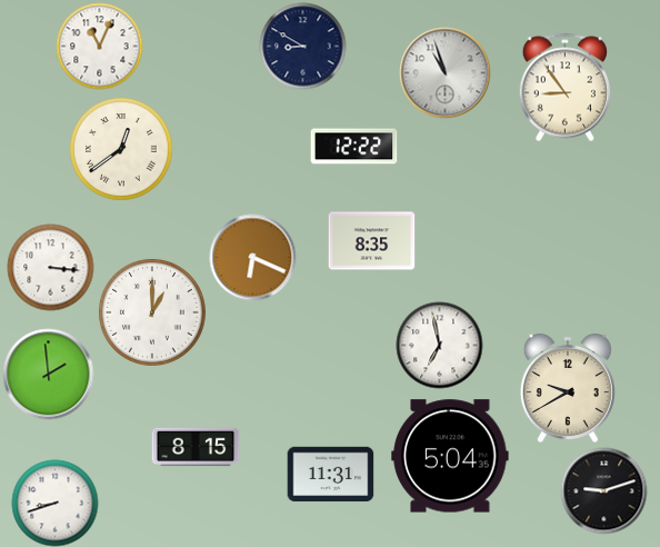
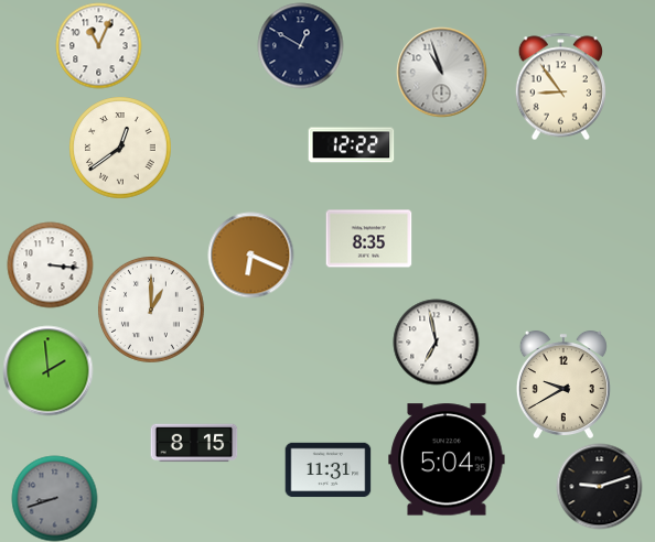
clock at (302, 46): 8:50 -> 12:50
clock at (450, 456) position: (450, 456) -> (447, 459)
clock at (54, 503) dial: white -> grey
